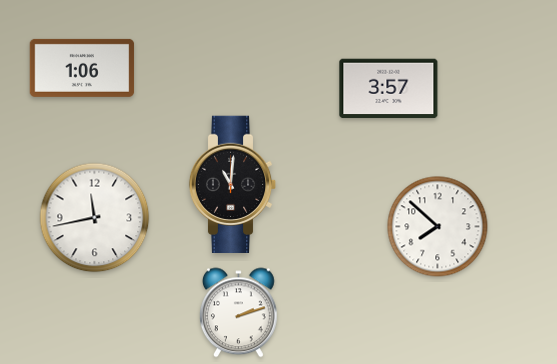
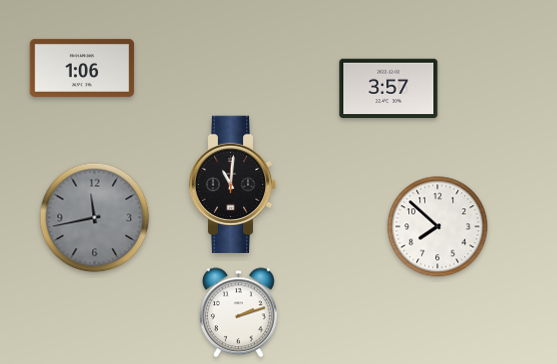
clock at (95, 218) dial: white -> grey
